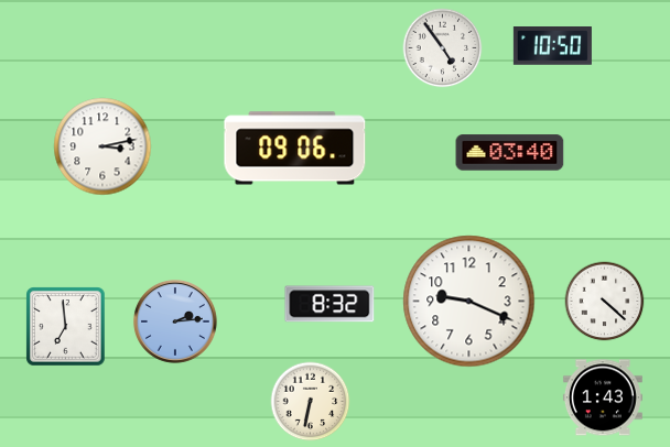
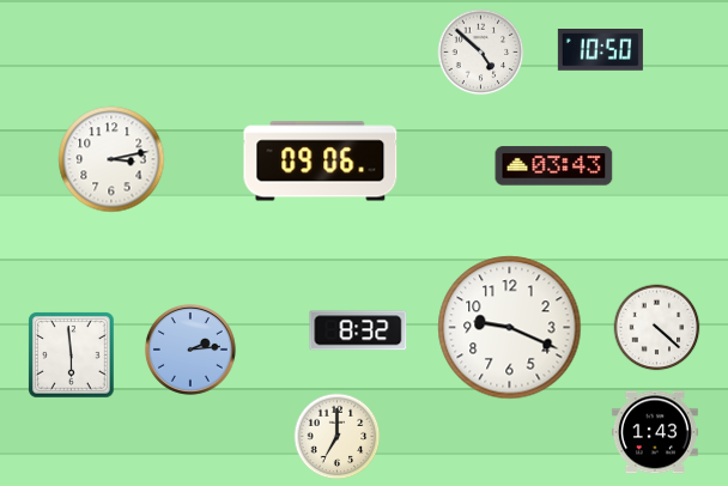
clock at (443, 48): 4:54 -> 4:52
clock at (510, 153): 03:40 -> 03:43
clock at (66, 327): 6:59 -> 5:59
clock at (311, 402): 6:32 -> 7:00
